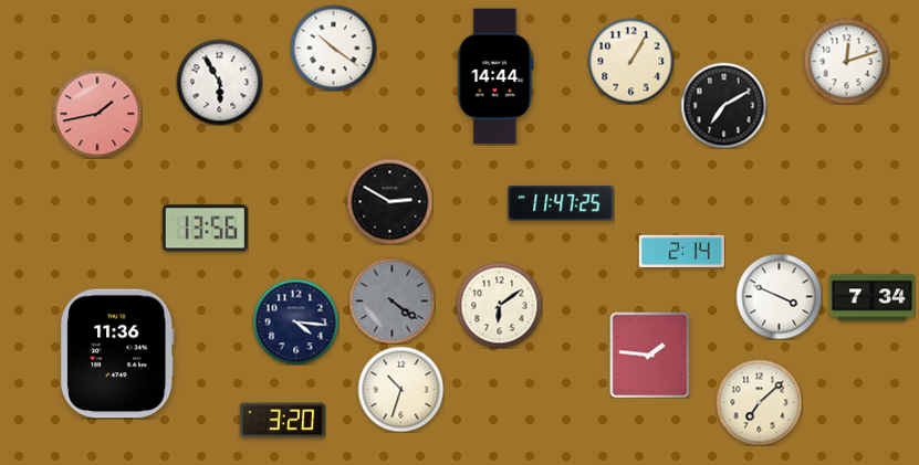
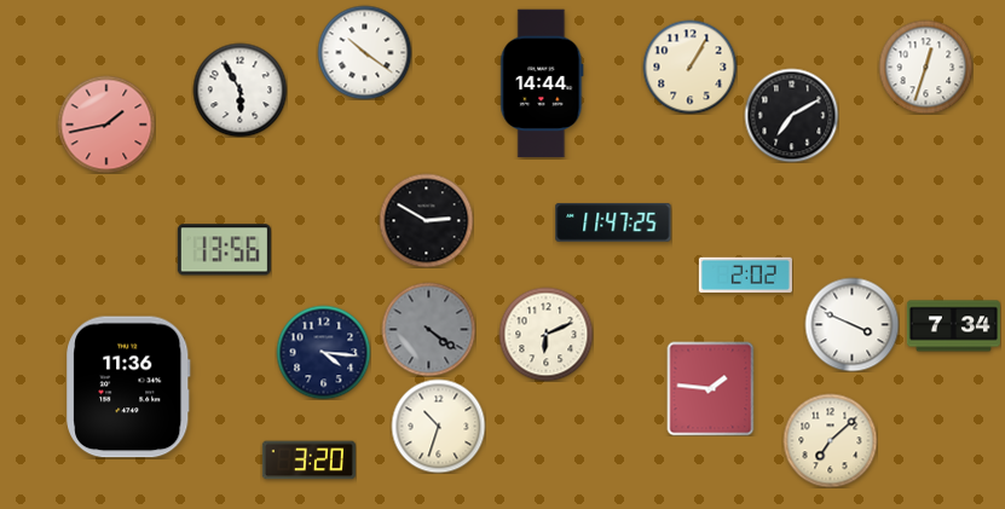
clock at (846, 61): 12:12 -> 12:33
clock at (681, 251): 2:14 -> 2:02
clock at (499, 305): 6:09 -> 6:11
